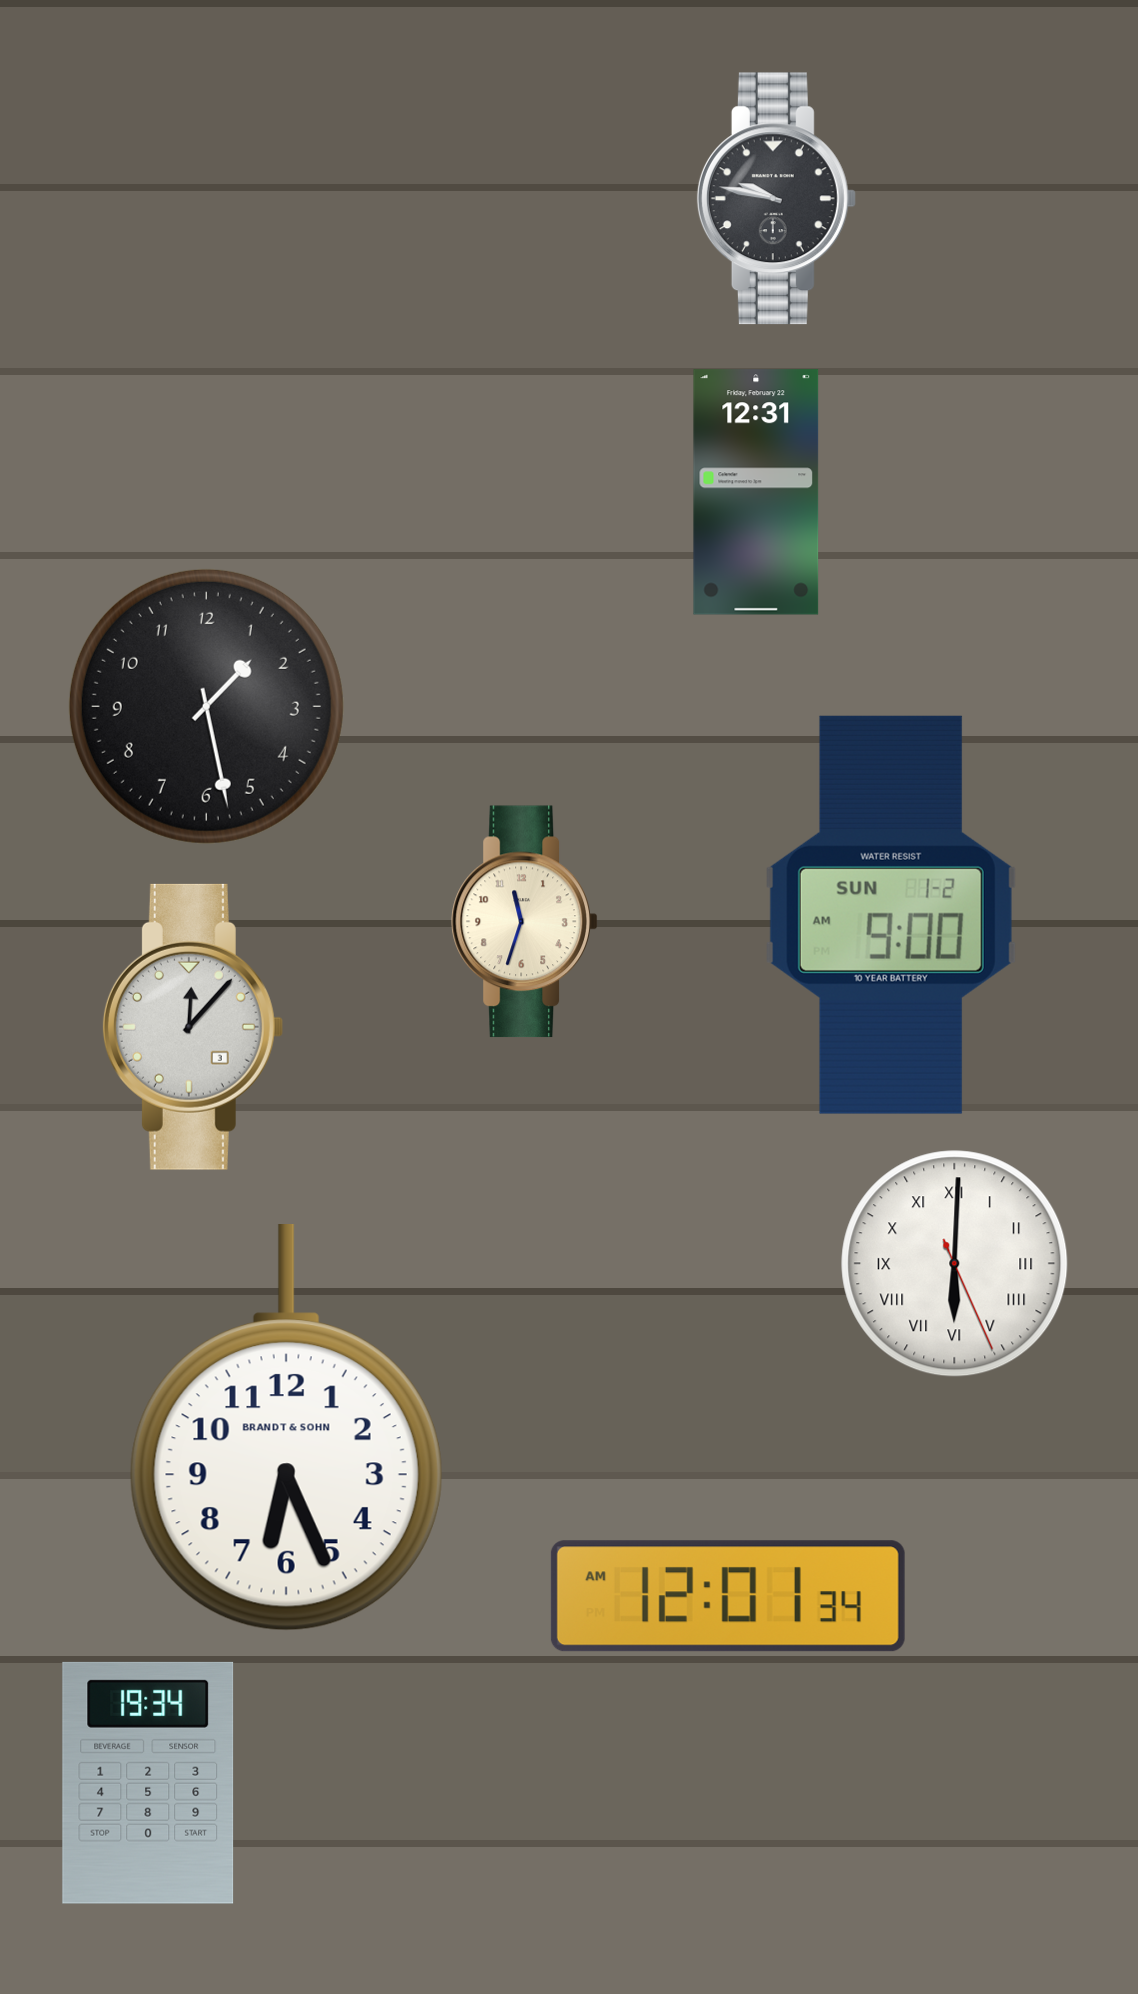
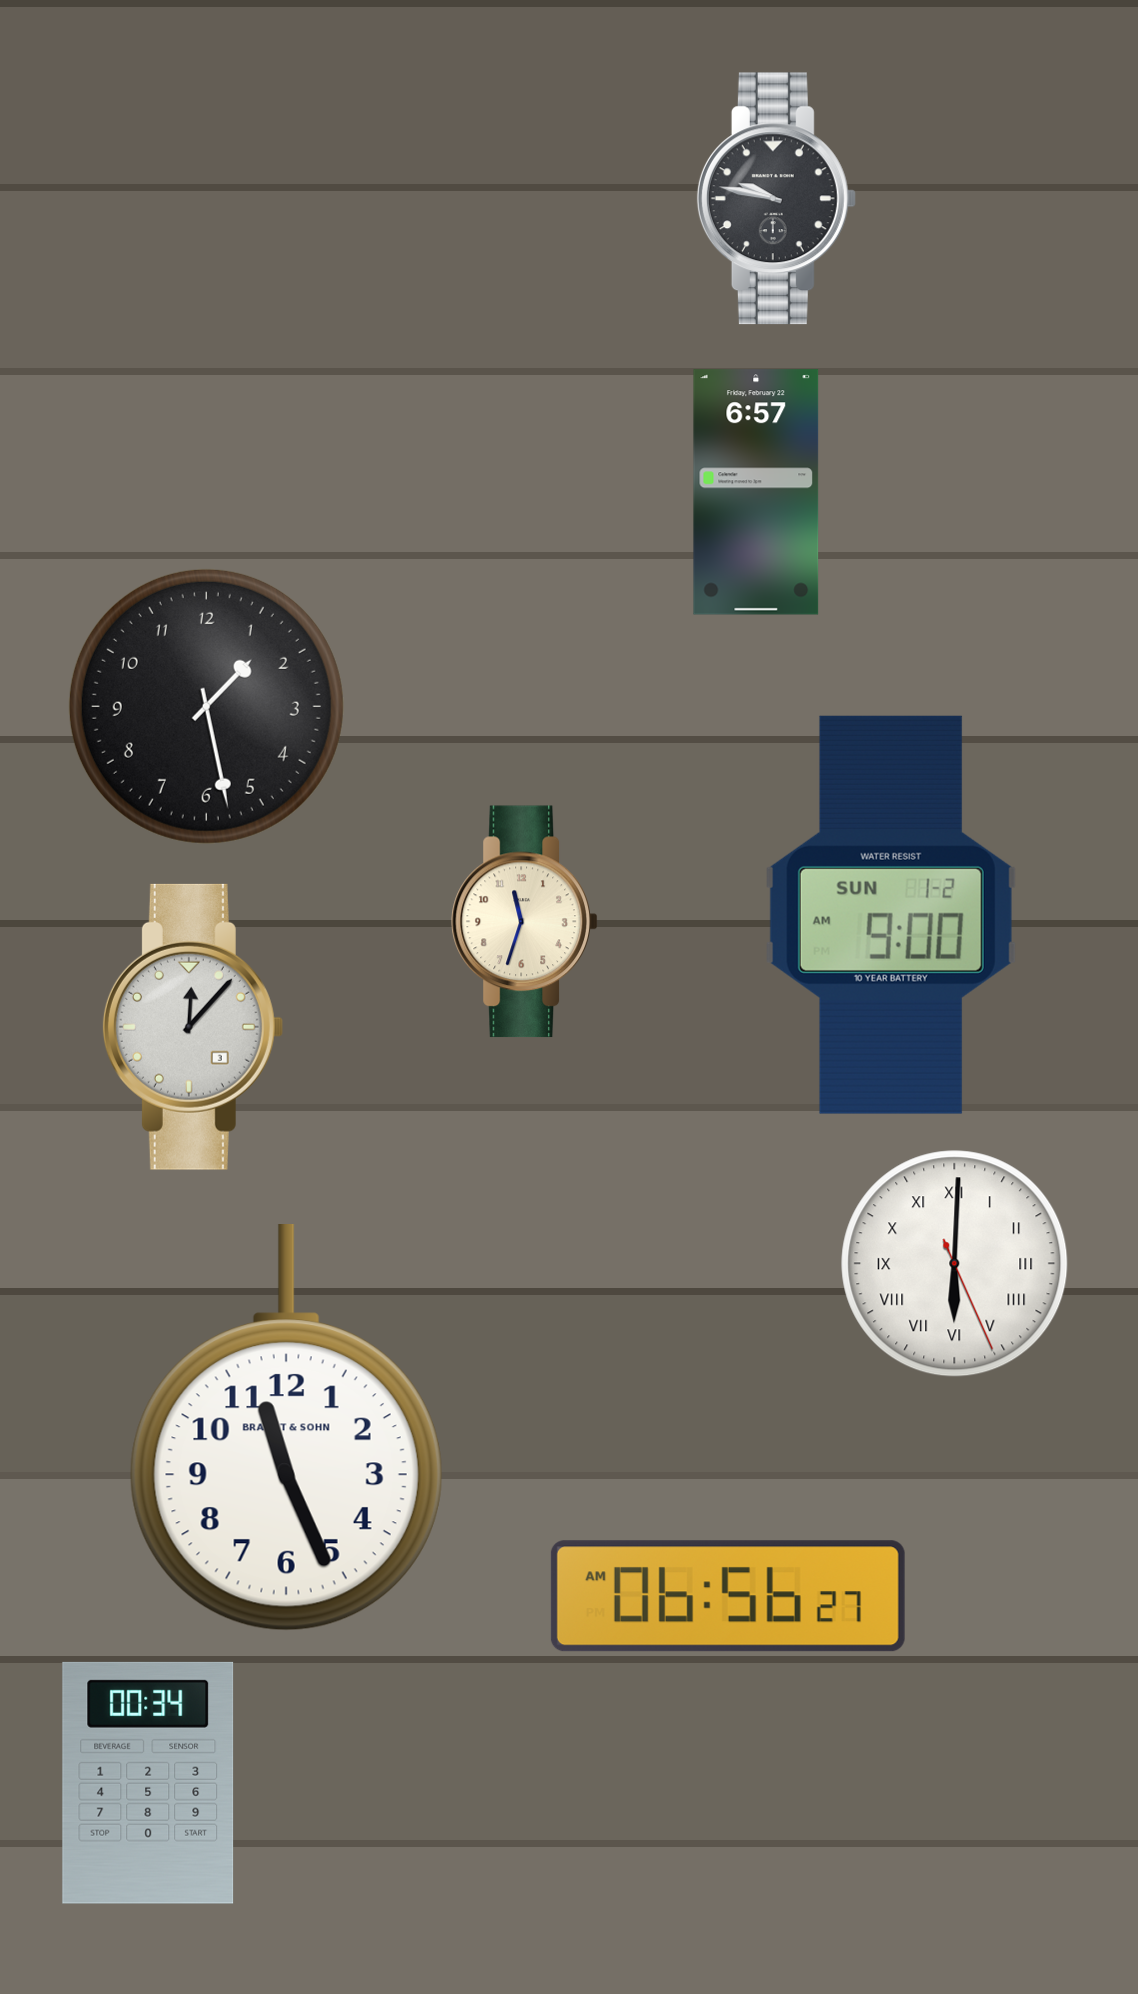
clock at (756, 492): 12:31 -> 6:57
clock at (286, 1428): 6:26 -> 11:26
clock at (728, 1596): 12:01 -> 06:56
clock at (148, 1783): 19:34 -> 00:34
